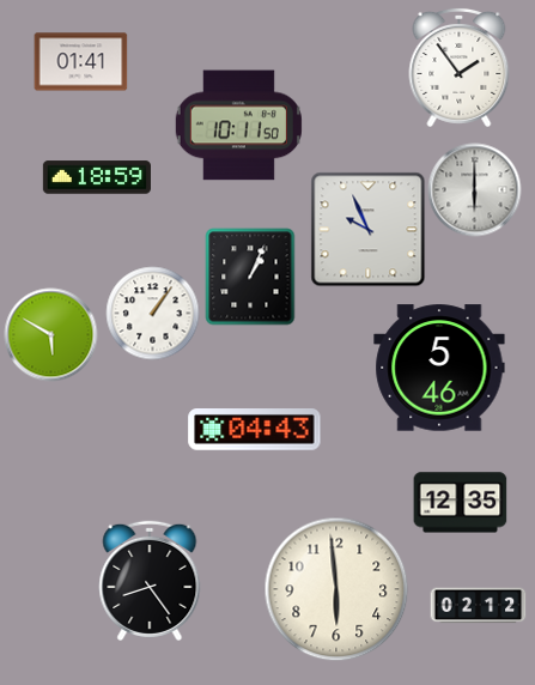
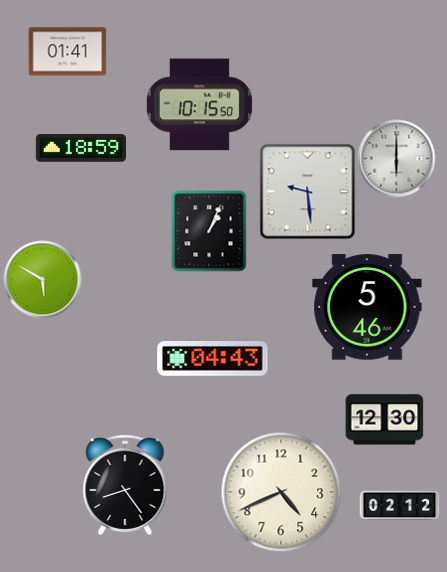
clock at (460, 67): 1:54 -> none
clock at (238, 126): 10:11 -> 10:15
clock at (367, 229): 9:56 -> 9:29
clock at (152, 313): 1:06 -> none
clock at (460, 503): 12:35 -> 12:30
clock at (336, 589): 5:59 -> 4:41
